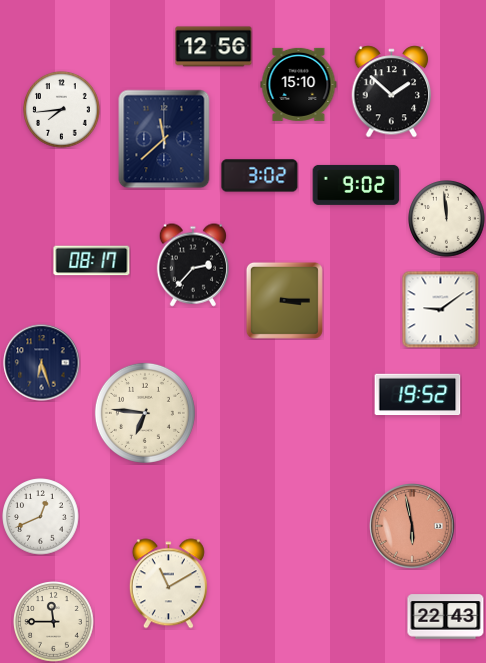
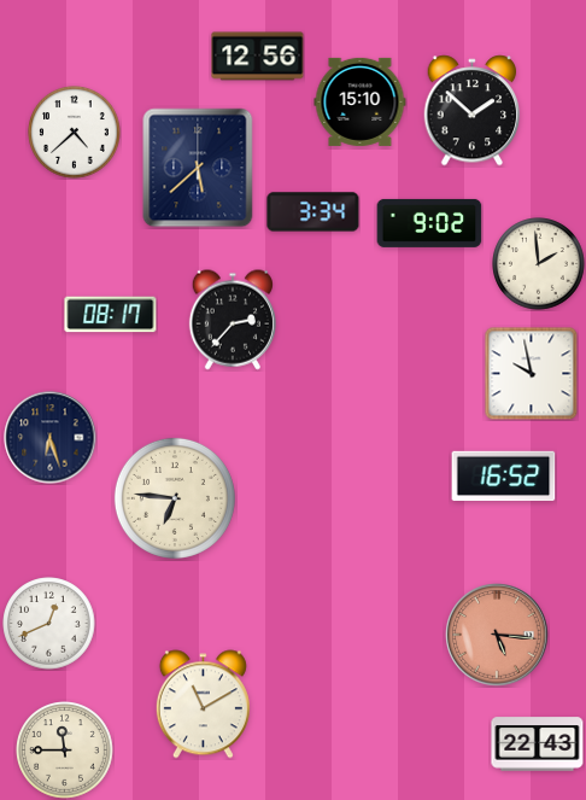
clock at (62, 110): 7:44 -> 4:38
clock at (164, 139): 11:38 -> 5:38
clock at (260, 176): 3:02 -> 3:34
clock at (447, 219): 11:59 -> 1:59
clock at (284, 300): 3:15 -> none
clock at (440, 309): 9:09 -> 9:58
clock at (418, 395): 19:52 -> 16:52
clock at (412, 526): 5:58 -> 5:16
